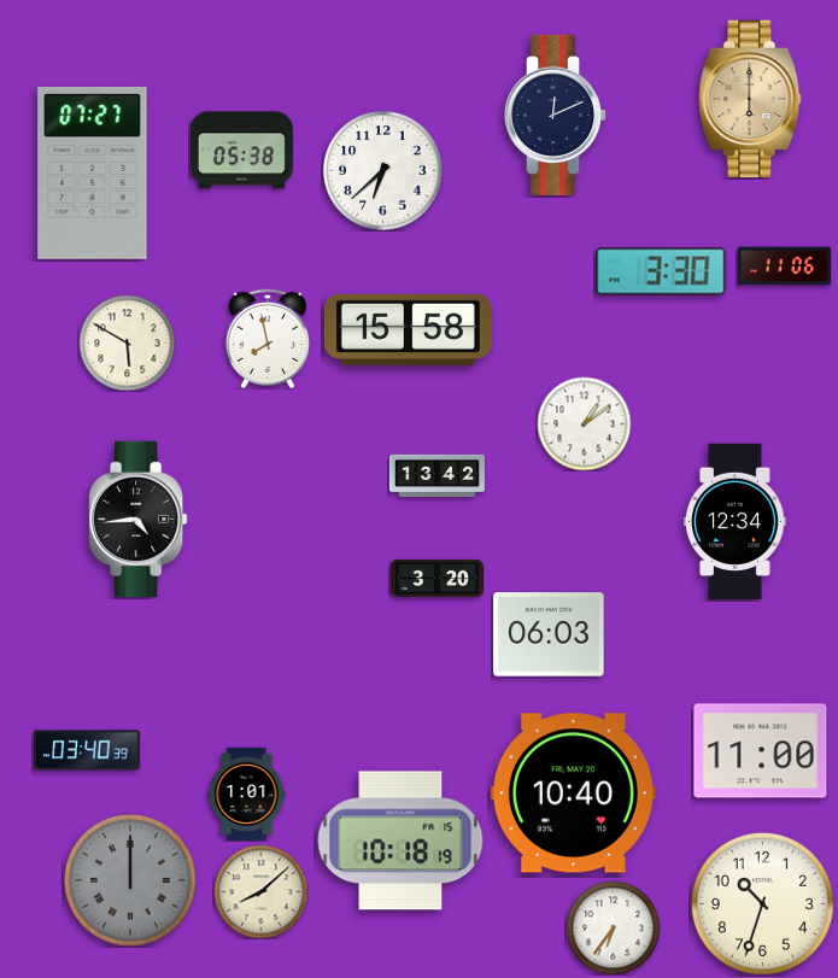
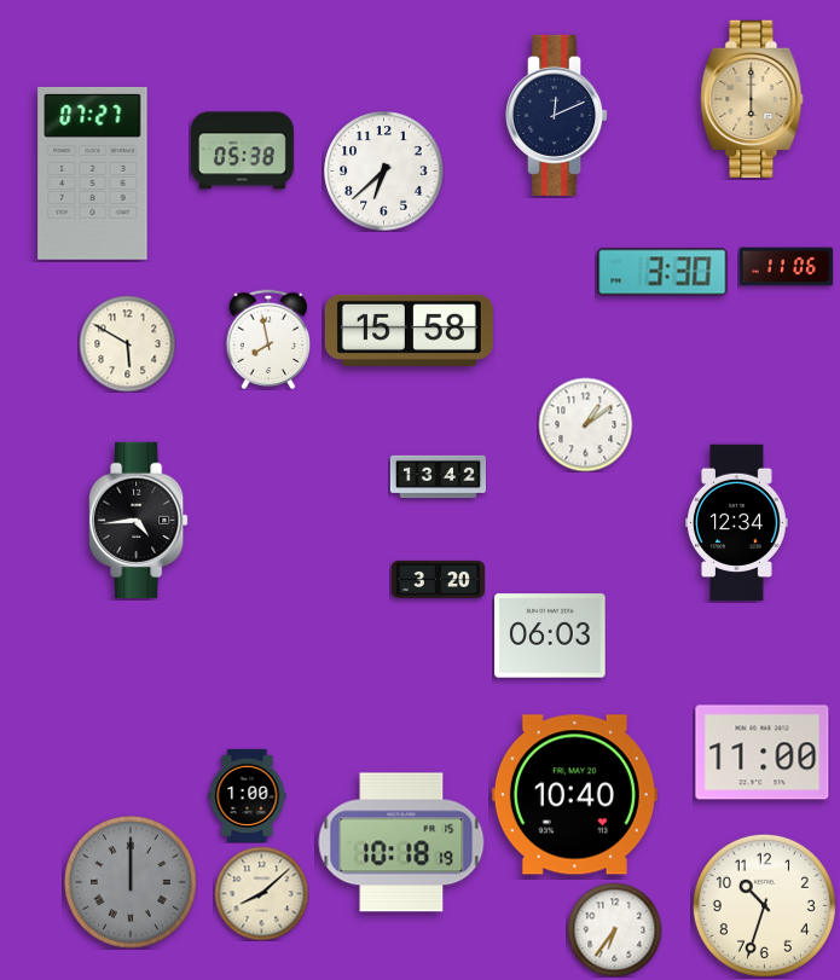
clock at (88, 750): 03:40 -> none
clock at (247, 793): 1:01 -> 1:00
